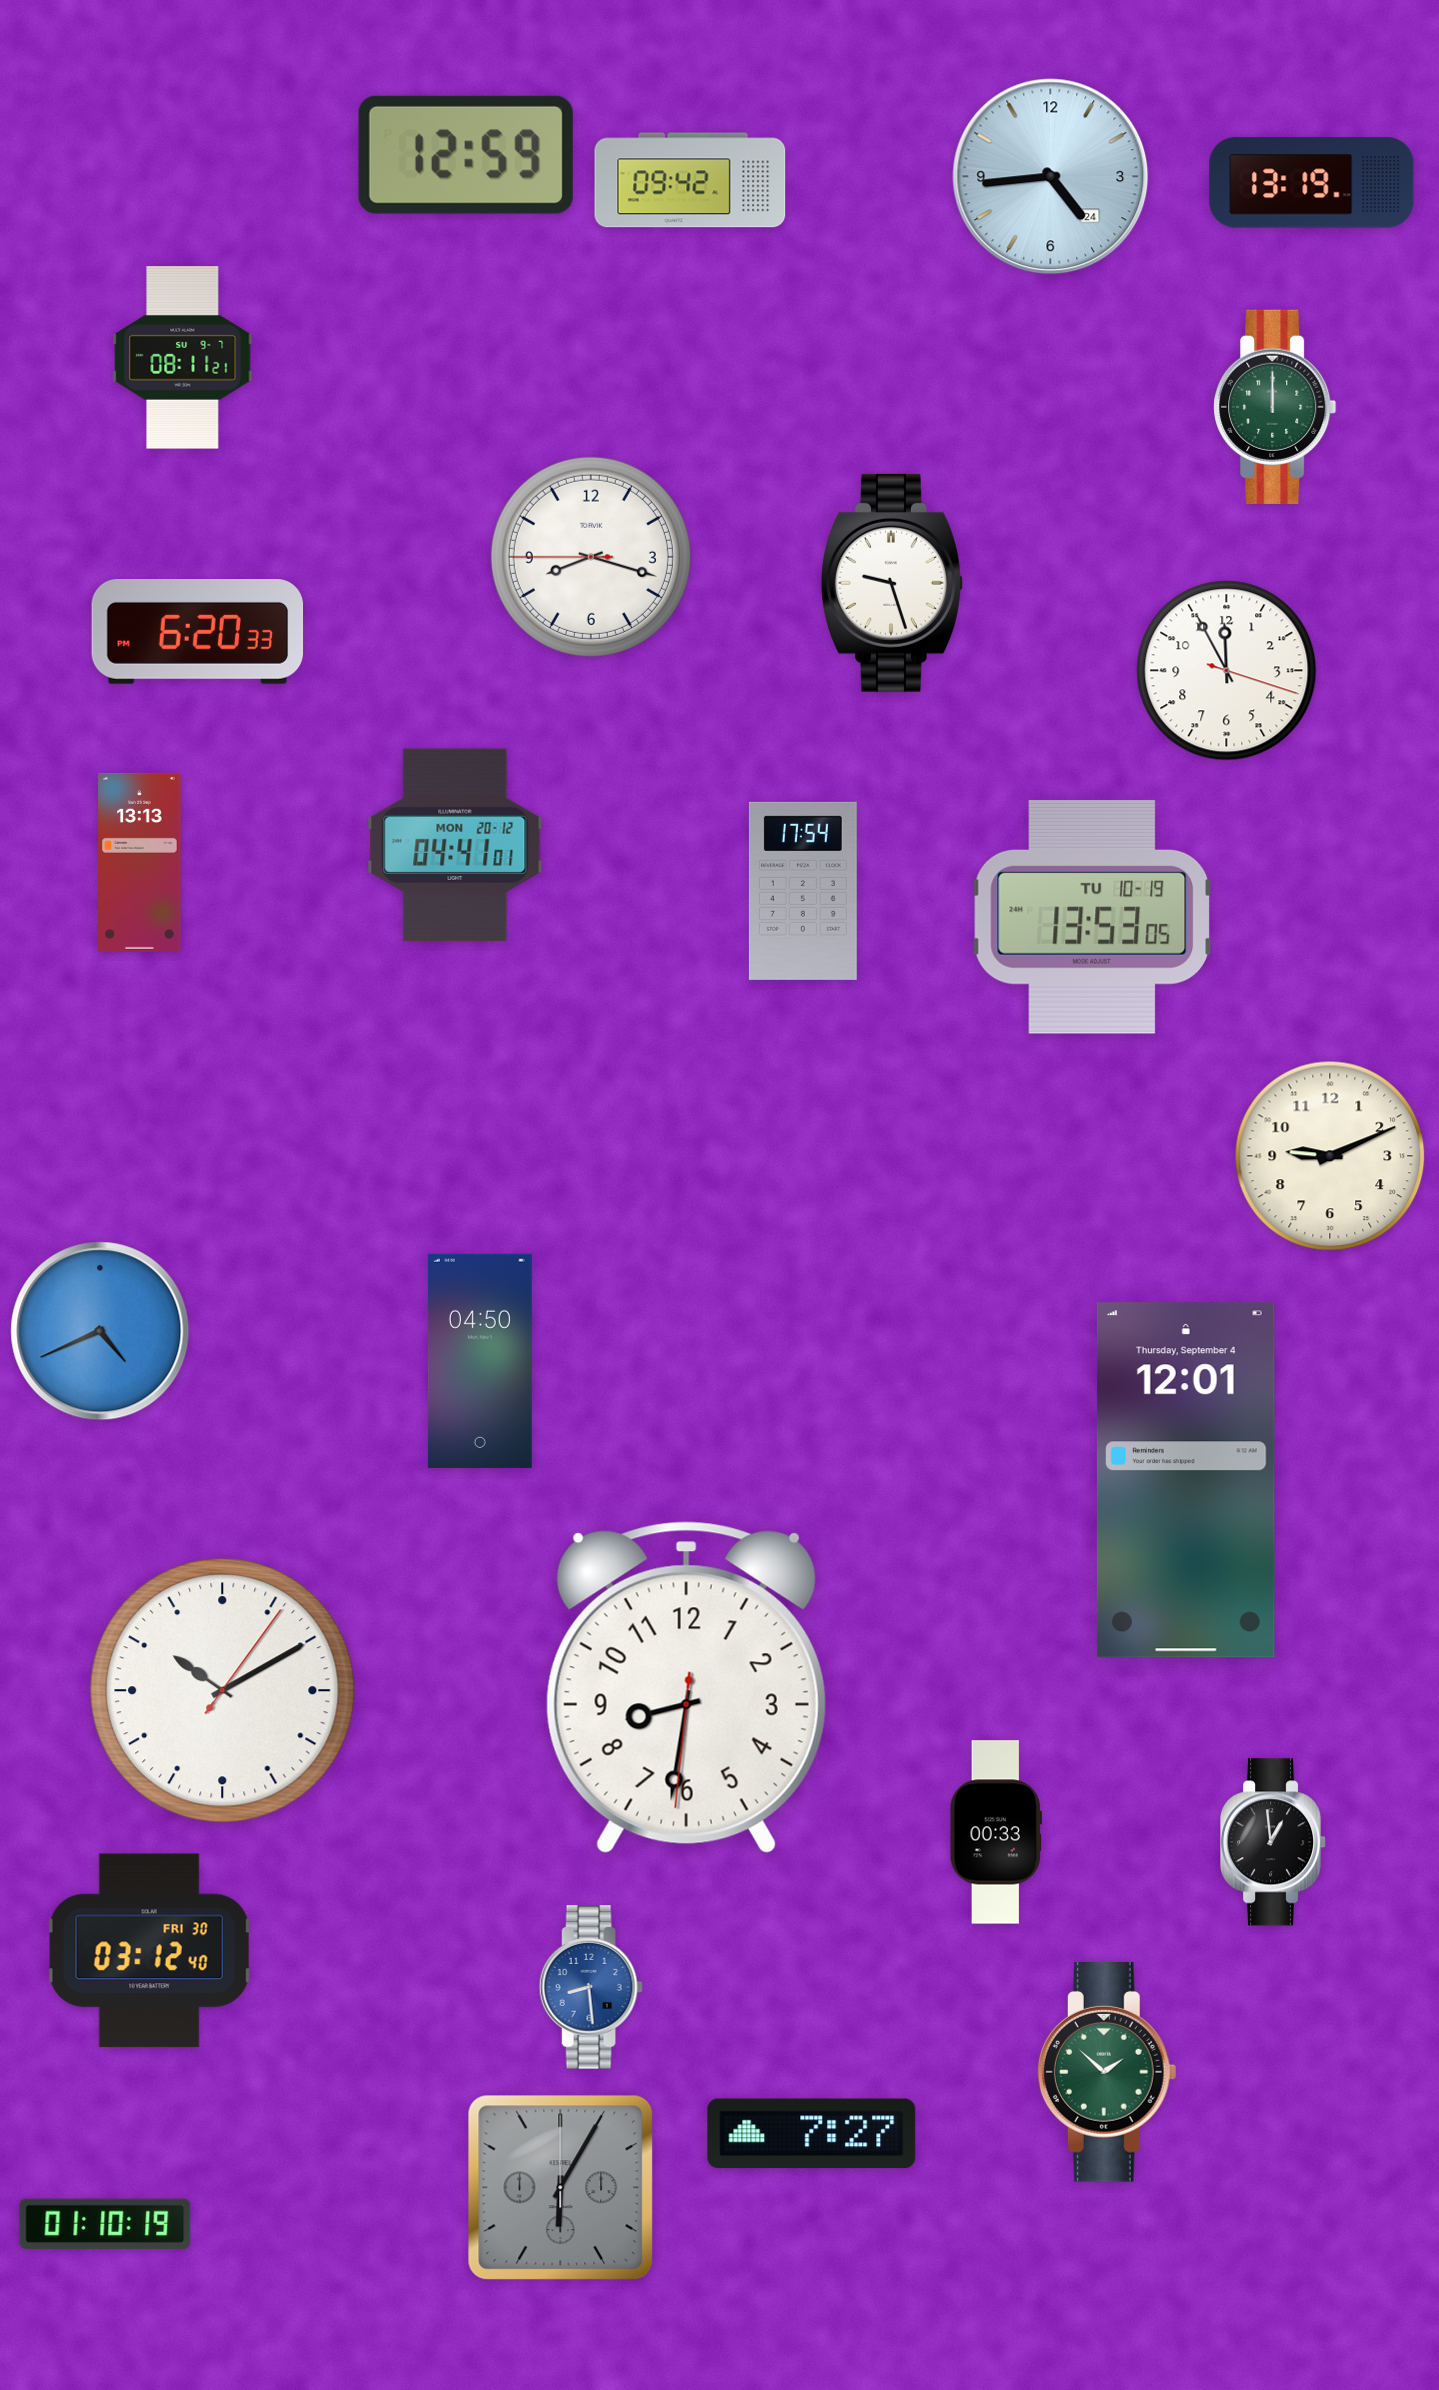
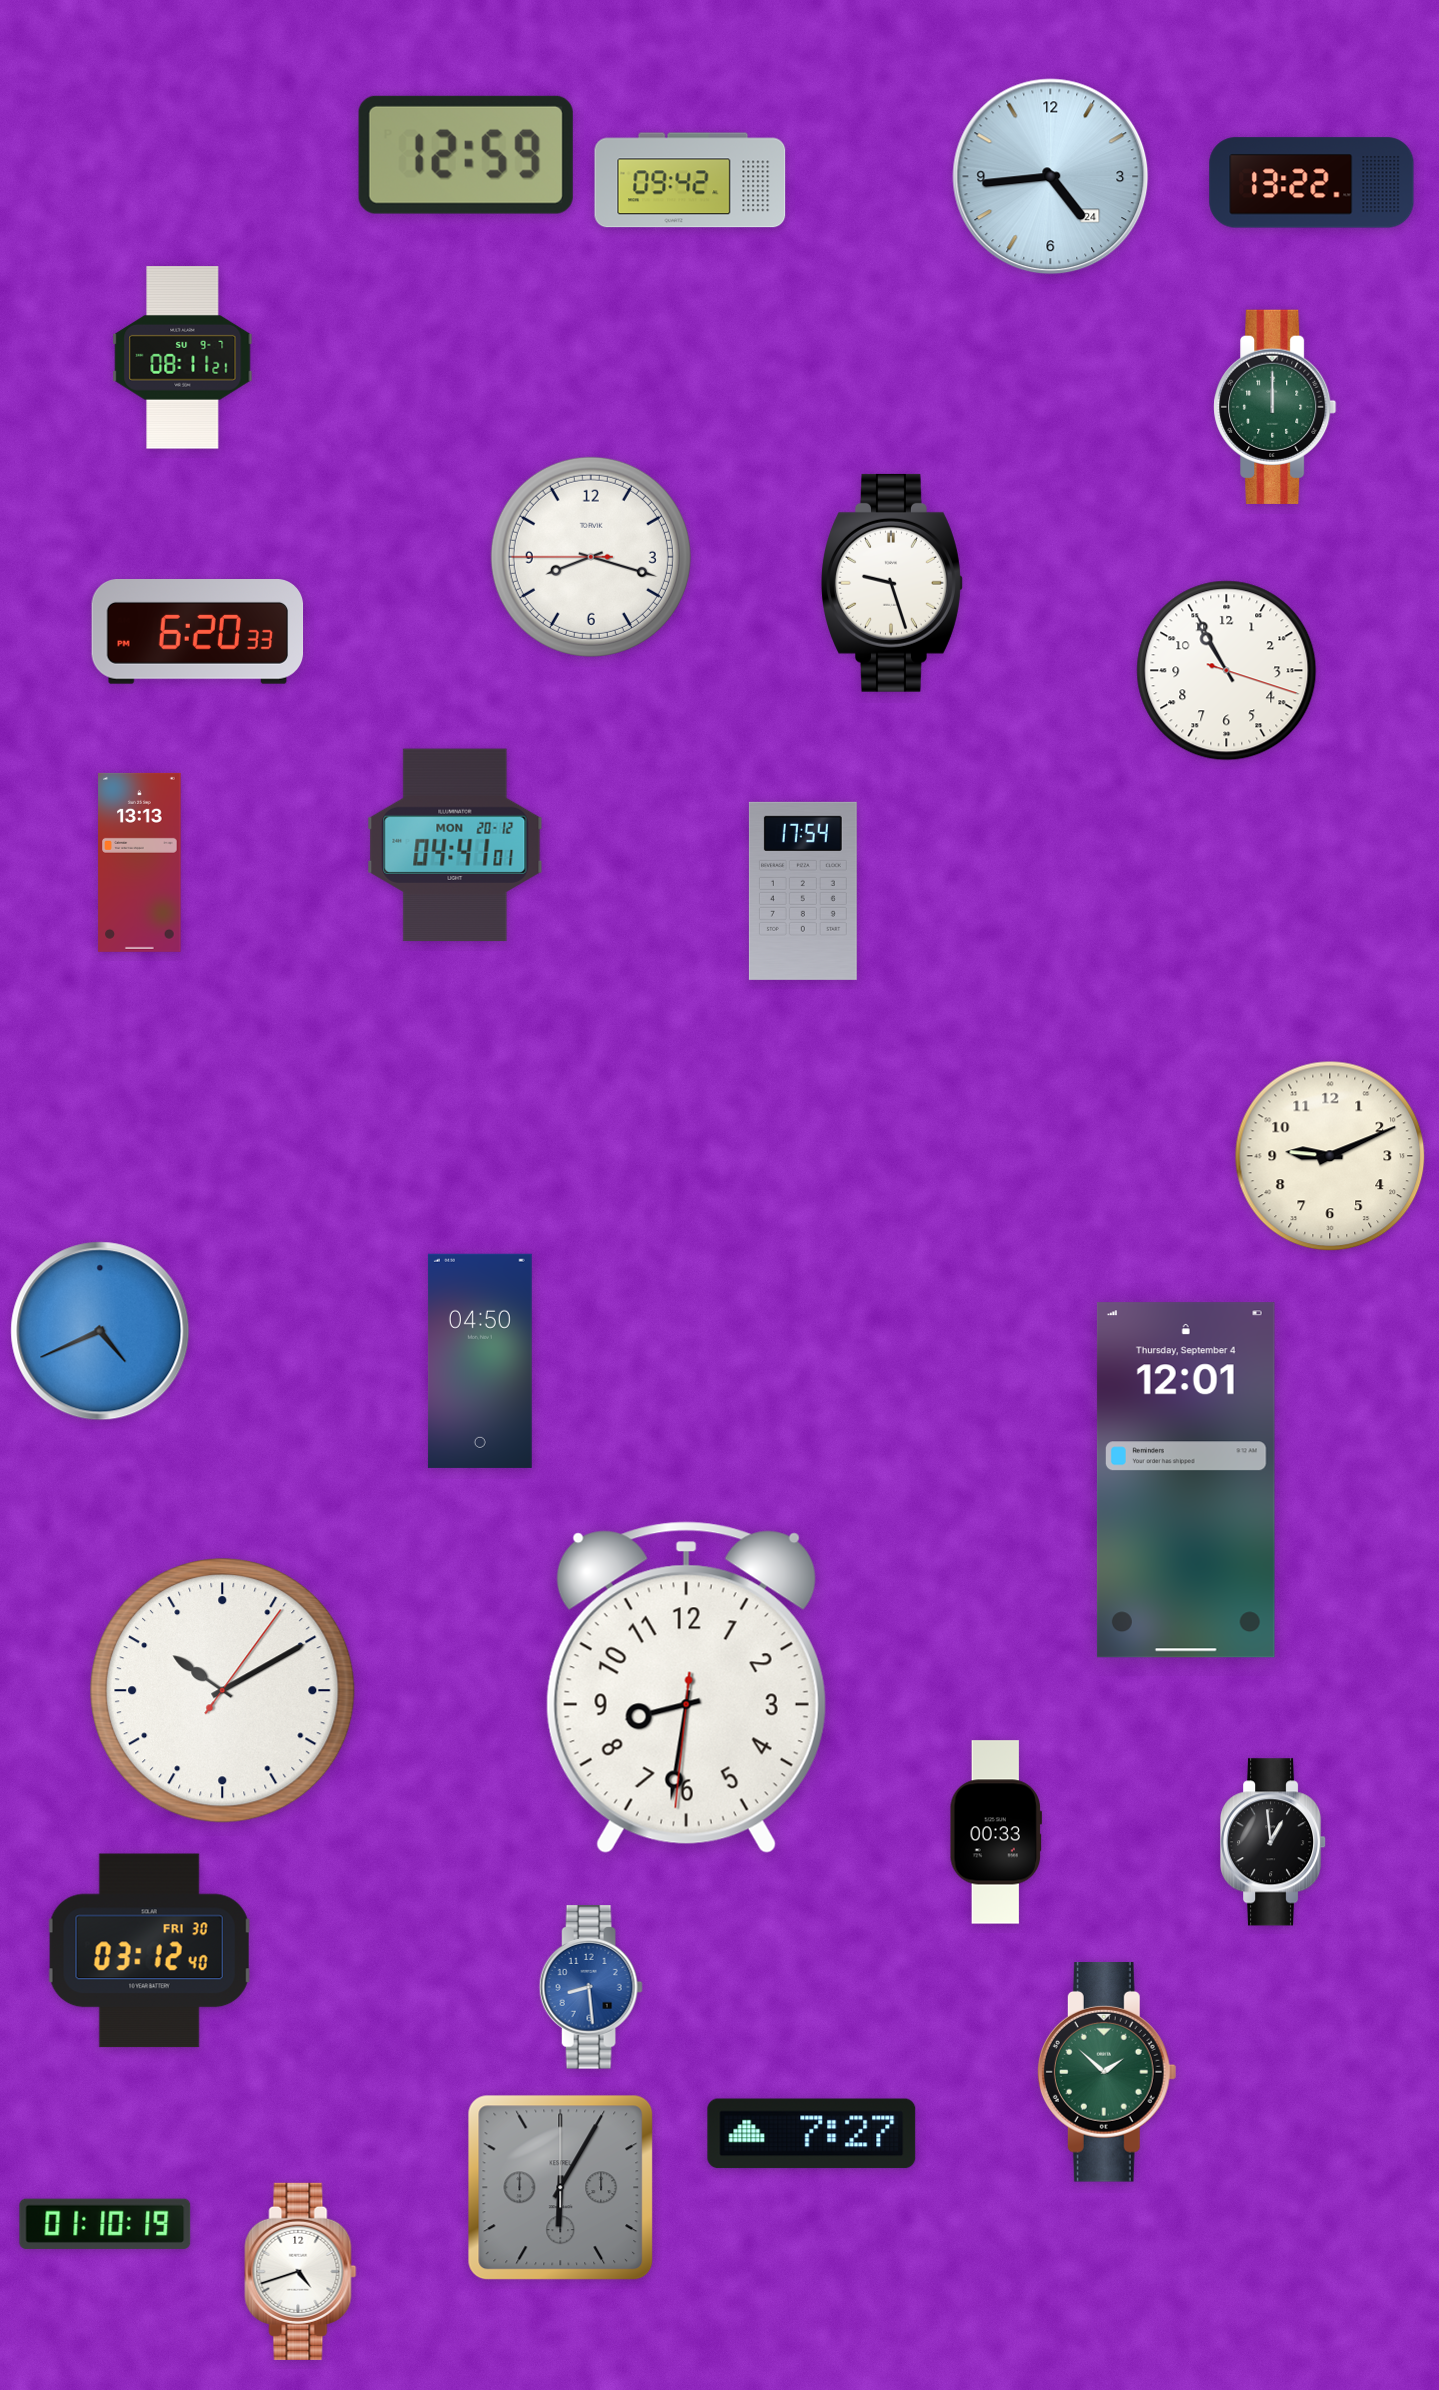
clock at (1312, 183): 13:19 -> 13:22
clock at (1227, 671): 11:55 -> 10:55
clock at (1092, 917): 13:53 -> none
clock at (301, 2271): none -> 4:42
